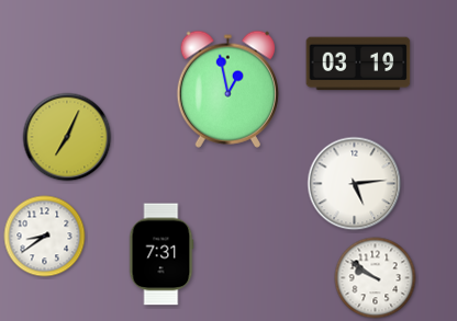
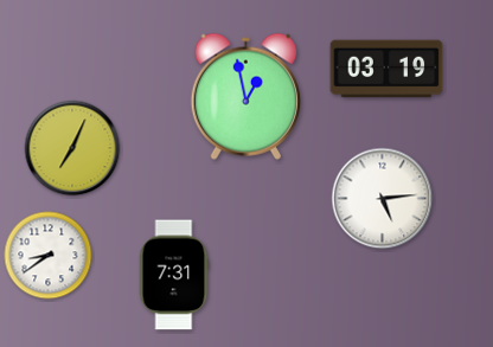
clock at (376, 278): 9:51 -> none
